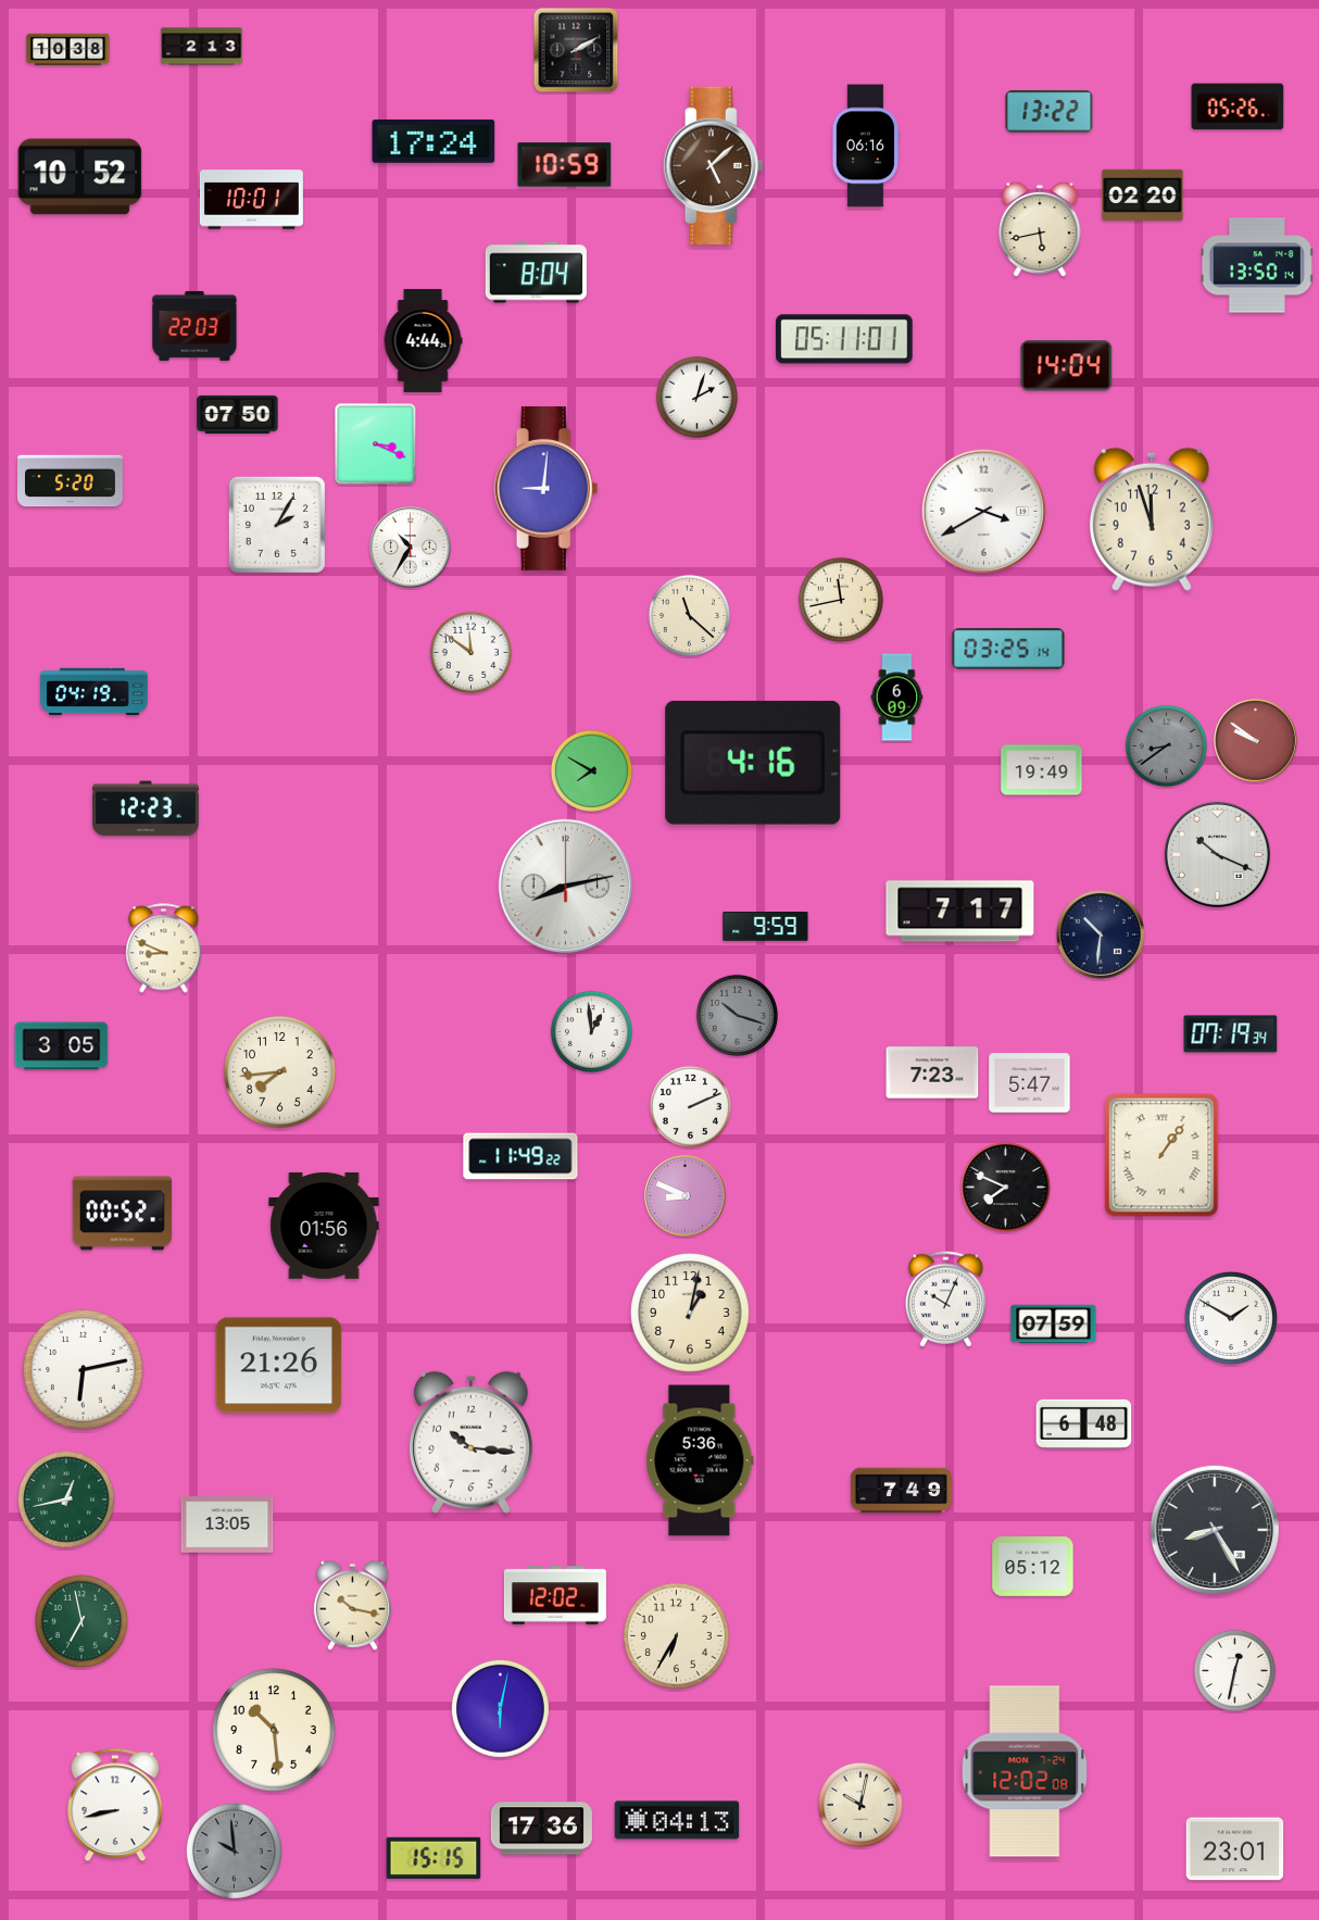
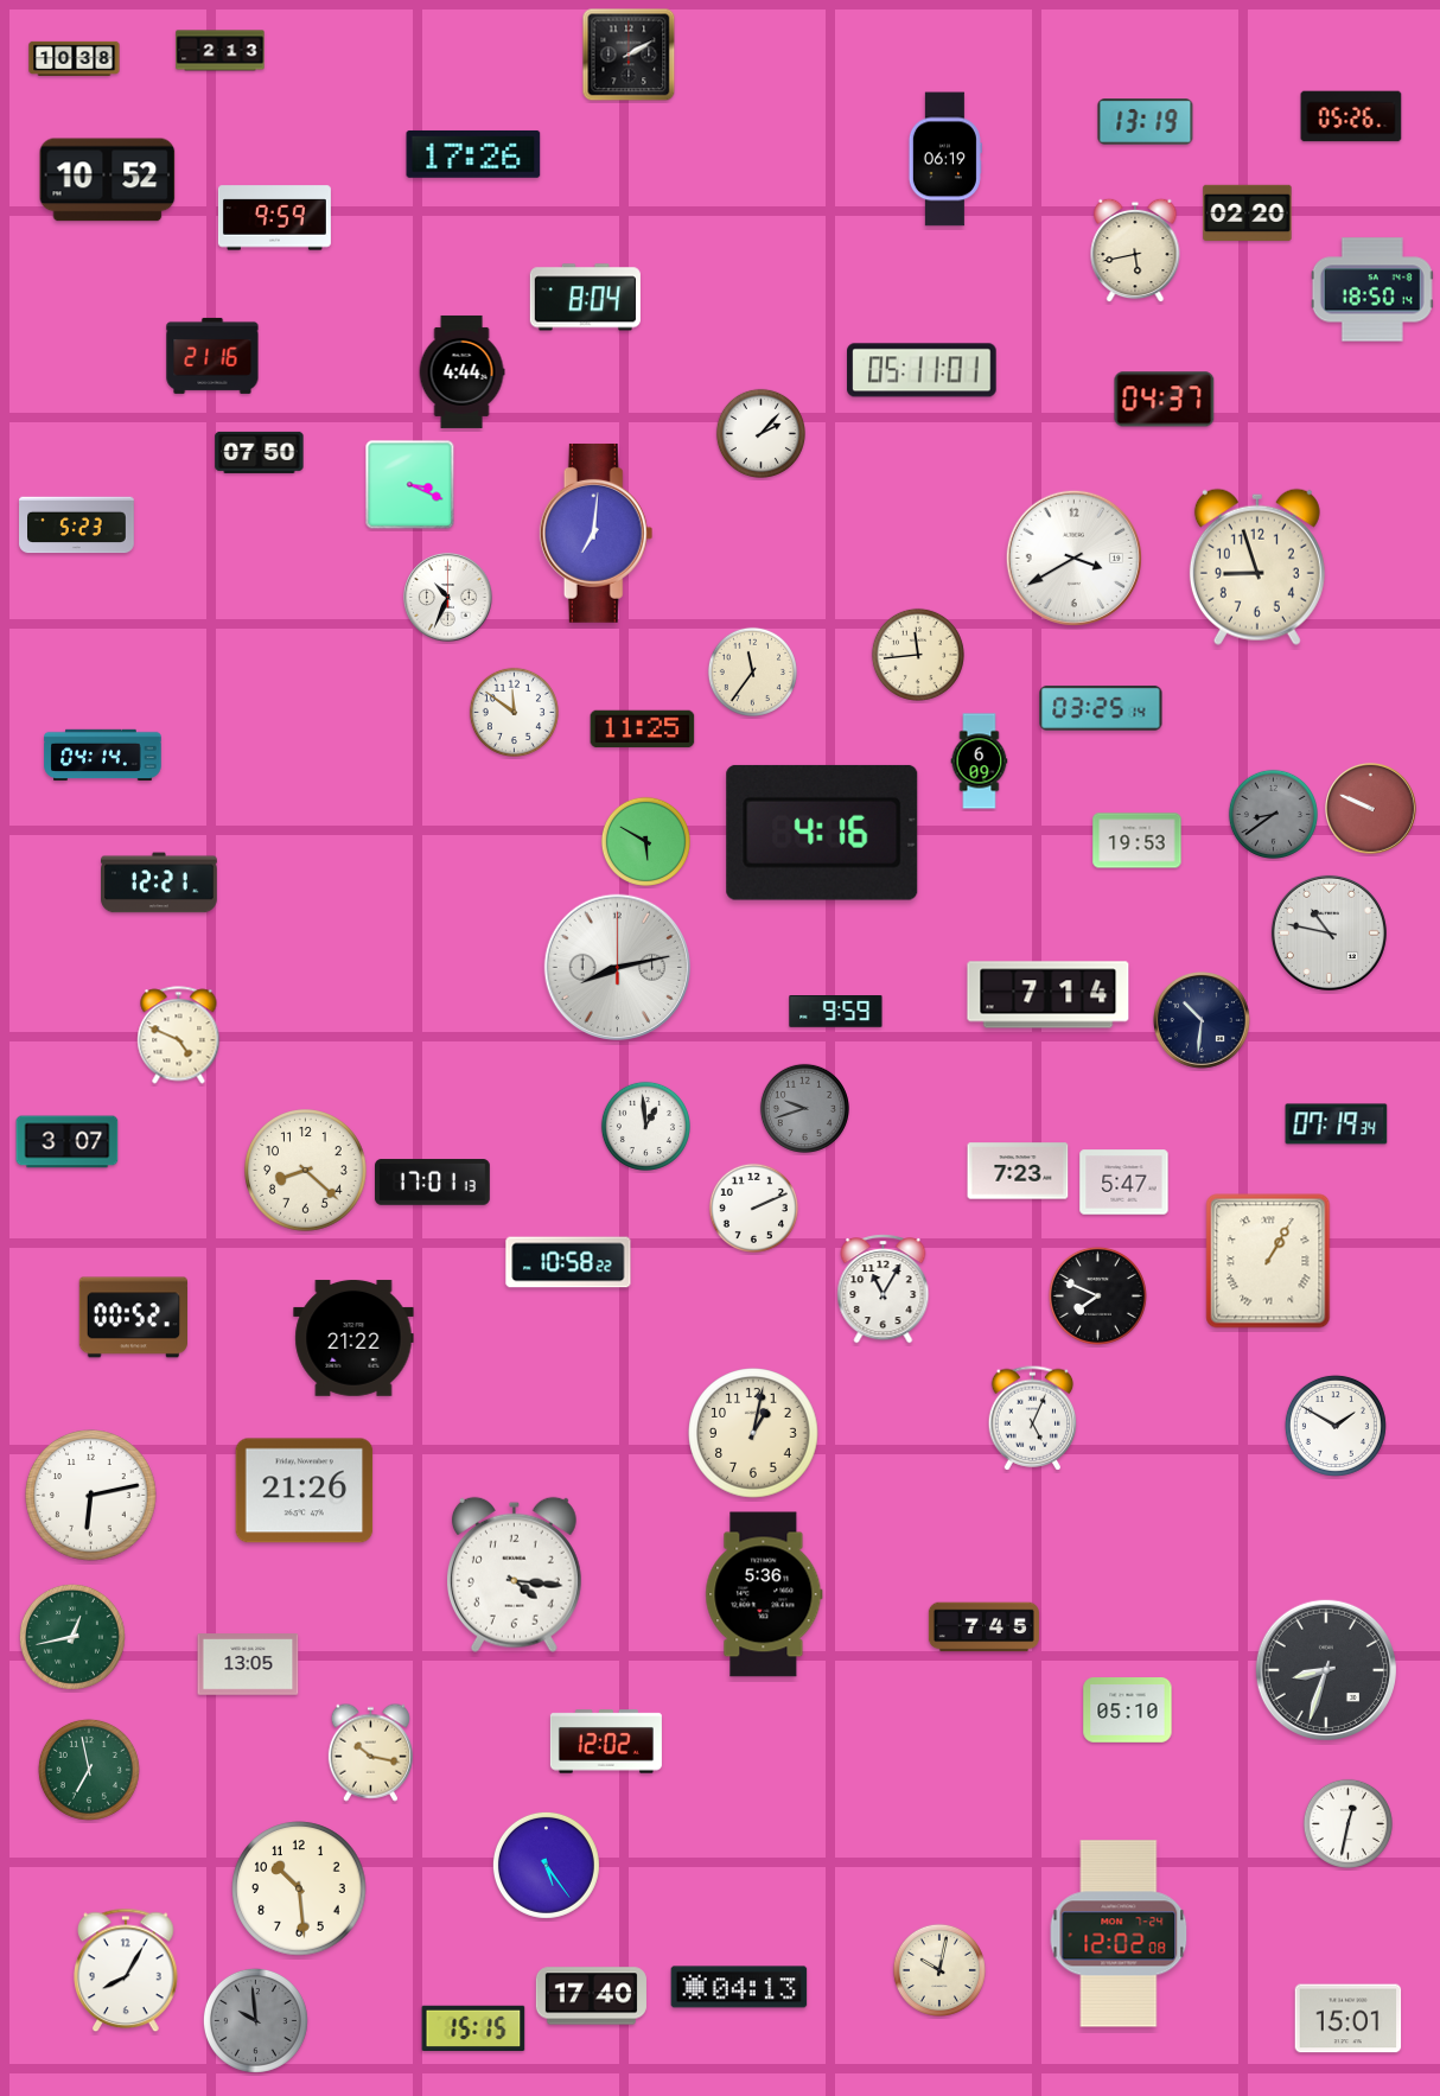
clock at (68, 49) position: (68, 49) -> (75, 58)
clock at (1050, 112): 13:22 -> 13:19
clock at (434, 141): 17:24 -> 17:26
clock at (866, 146): 06:16 -> 06:19
clock at (565, 165): 10:59 -> none
clock at (713, 165): 5:08 -> none
clock at (80, 177) position: (80, 177) -> (108, 180)
clock at (251, 200): 10:01 -> 9:59
clock at (1257, 265): 13:50 -> 18:50
clock at (194, 326): 22:03 -> 21:16
clock at (1067, 366): 14:04 -> 04:37
clock at (696, 397): 2:03 -> 2:07
clock at (71, 481): 5:20 -> 5:23
clock at (547, 488): 9:01 -> 7:01
clock at (1152, 519): 11:57 -> 8:57
clock at (277, 525): 2:05 -> none
clock at (411, 548): 10:35 -> 10:34
clock at (841, 600): 11:43 -> 11:44
clock at (689, 615): 11:22 -> 11:36
clock at (643, 730): none -> 11:25
clock at (95, 692): 04:19 -> 04:14
clock at (1256, 741): 9:51 -> 9:49
clock at (591, 770): 7:50 -> 5:50
clock at (1042, 770): 19:49 -> 19:53
clock at (146, 808): 12:23 -> 12:21
clock at (1217, 854): 10:19 -> 10:47
clock at (960, 912): 7:17 -> 7:14
clock at (164, 949): 8:49 -> 4:49
clock at (737, 1015): 10:18 -> 9:42
clock at (1231, 1034) position: (1231, 1034) -> (1337, 1125)
clock at (62, 1046): 3:05 -> 3:07
clock at (280, 1072): 7:44 -> 8:22
clock at (433, 1183): none -> 17:01
clock at (1161, 1155): 1:06 -> 1:05
clock at (520, 1156): 11:49 -> 10:58
clock at (884, 1289): none -> 11:05
clock at (686, 1196): 8:49 -> none
clock at (122, 1214) position: (122, 1214) -> (133, 1318)
clock at (324, 1226): 01:56 -> 21:22
clock at (946, 1300): 10:04 -> 5:04
clock at (1231, 1318) position: (1231, 1318) -> (1336, 1426)
clock at (1054, 1325): 07:59 -> none
clock at (1084, 1423): 6:48 -> none
clock at (470, 1442): 10:16 -> 4:16
clock at (901, 1491): 7:49 -> 7:45
clock at (1215, 1530): 8:25 -> 8:33
clock at (1033, 1567): 05:12 -> 05:10
clock at (352, 1605) position: (352, 1605) -> (370, 1752)
clock at (676, 1635): 6:35 -> none
clock at (500, 1708): 6:02 -> 5:24
clock at (116, 1805): 8:43 -> 8:05
clock at (541, 1829): 17:36 -> 17:40
clock at (1235, 1849): 23:01 -> 15:01
